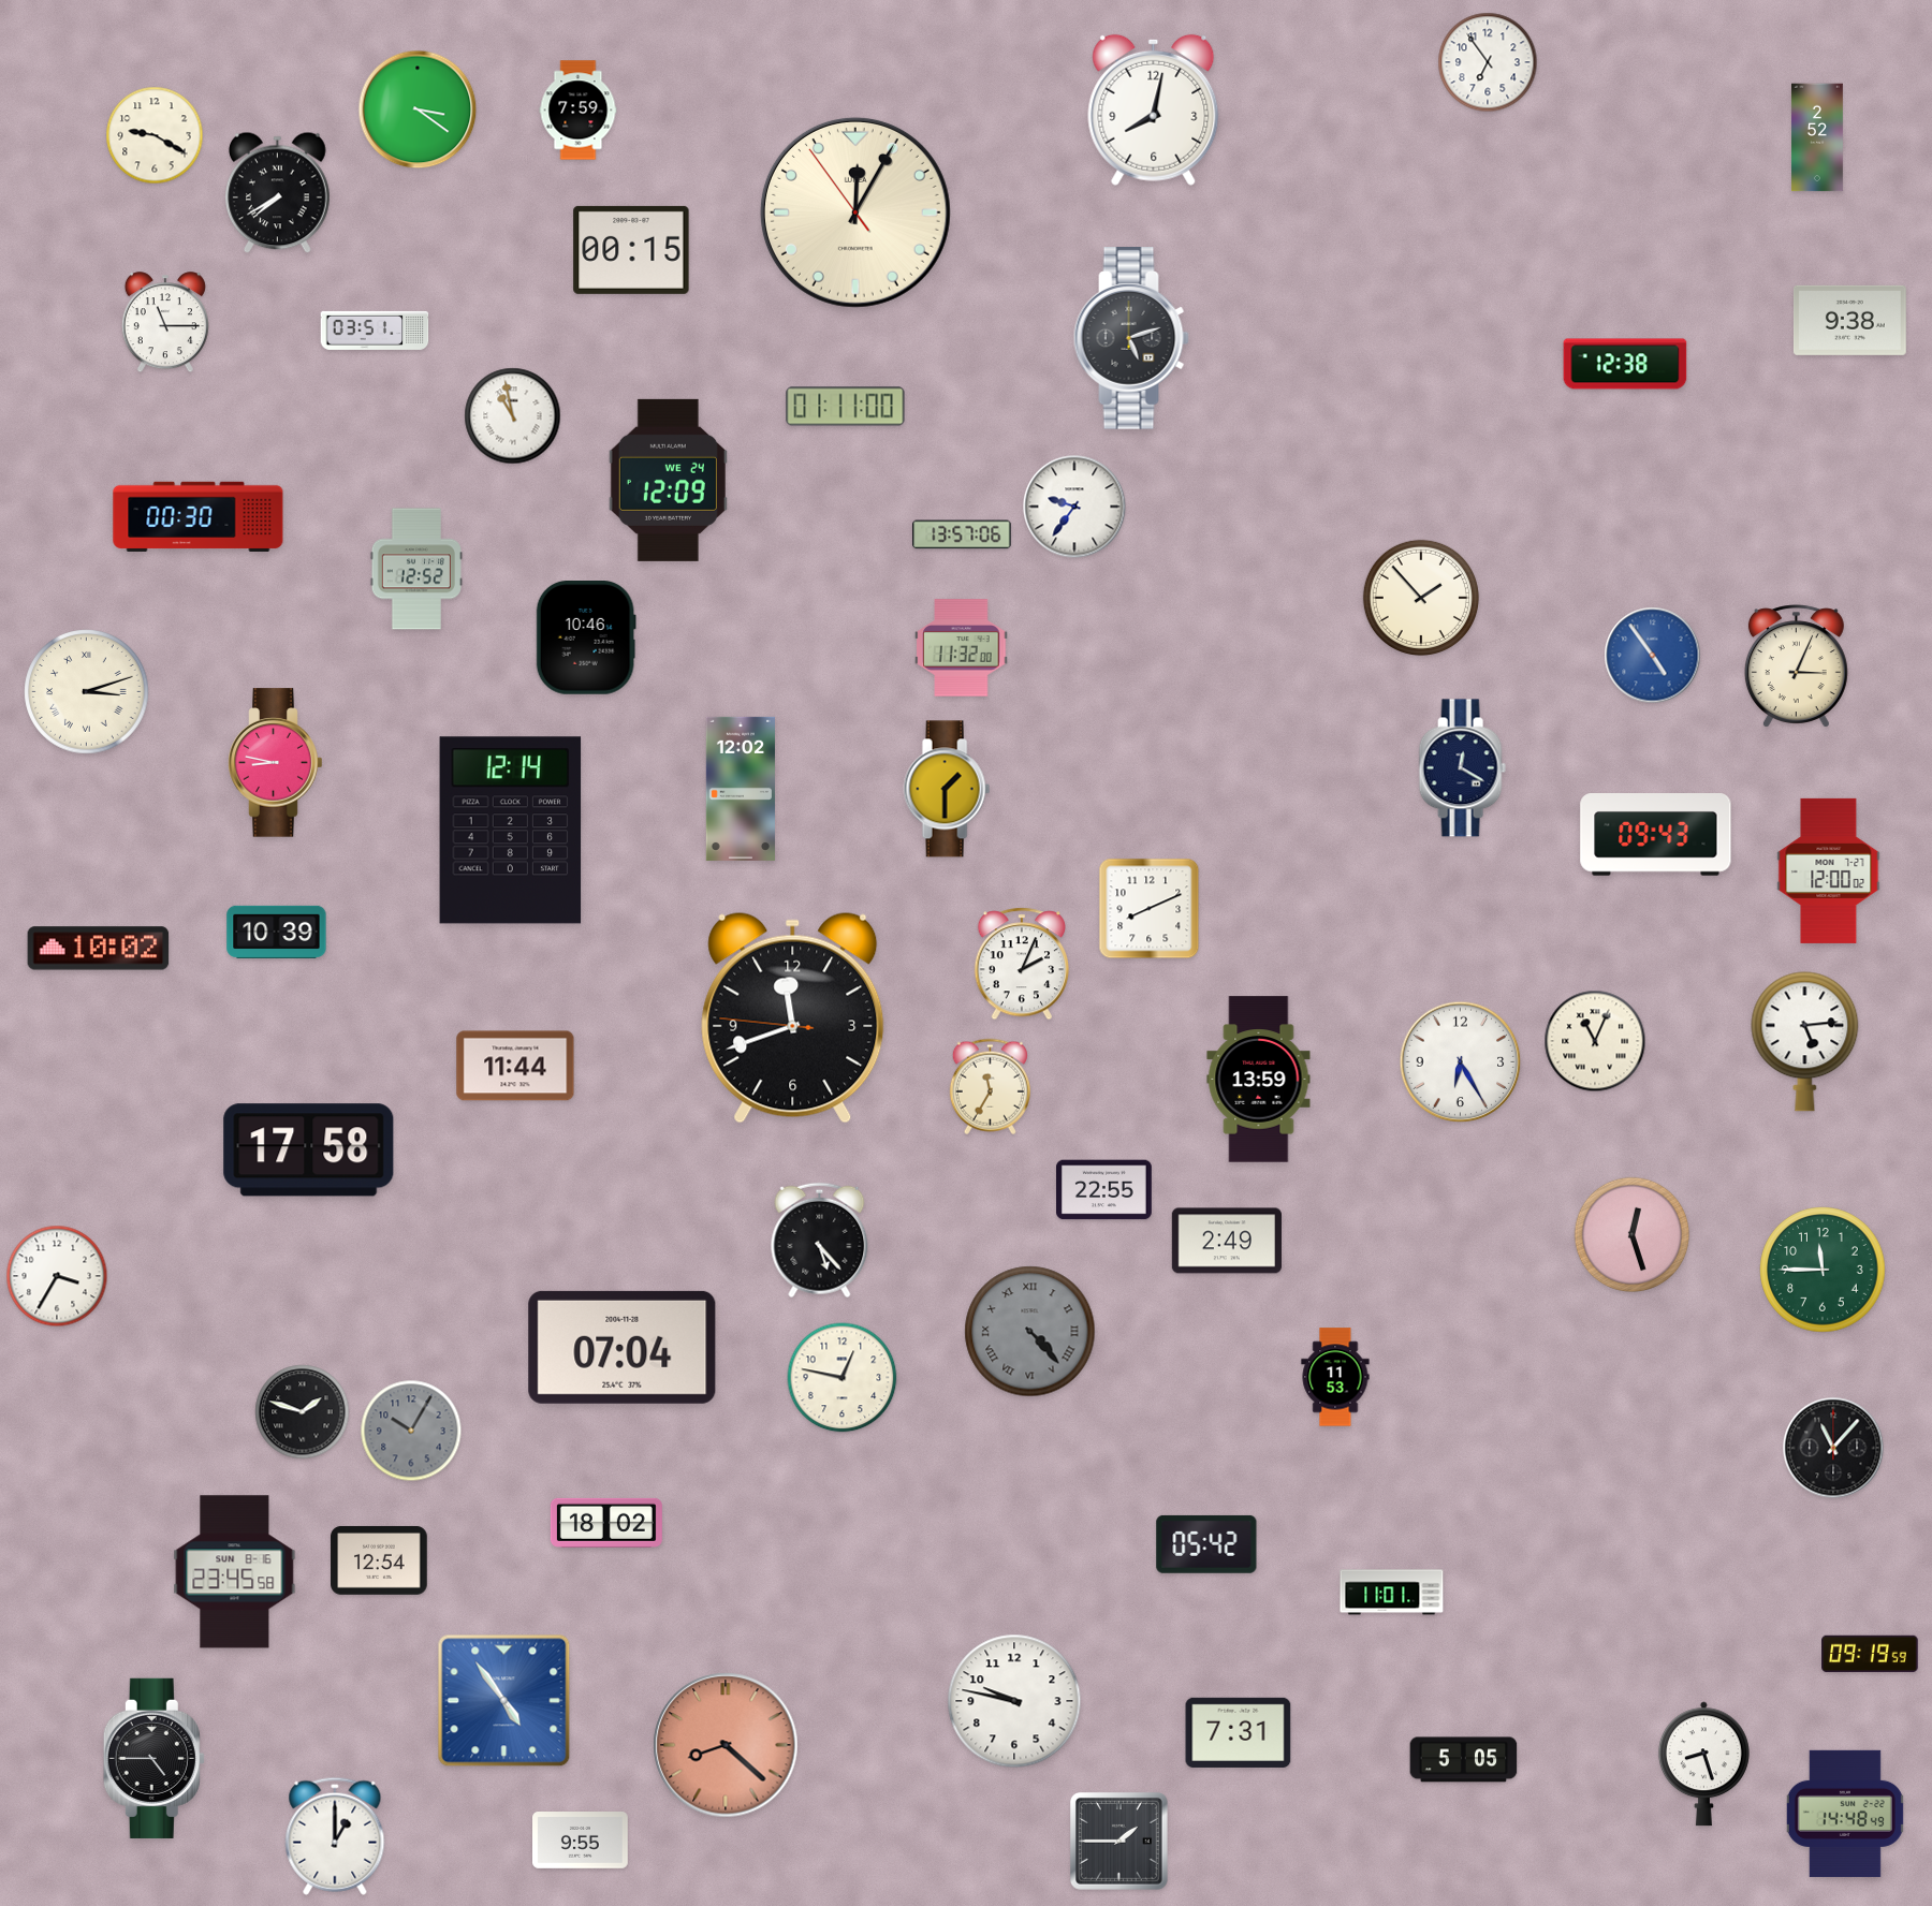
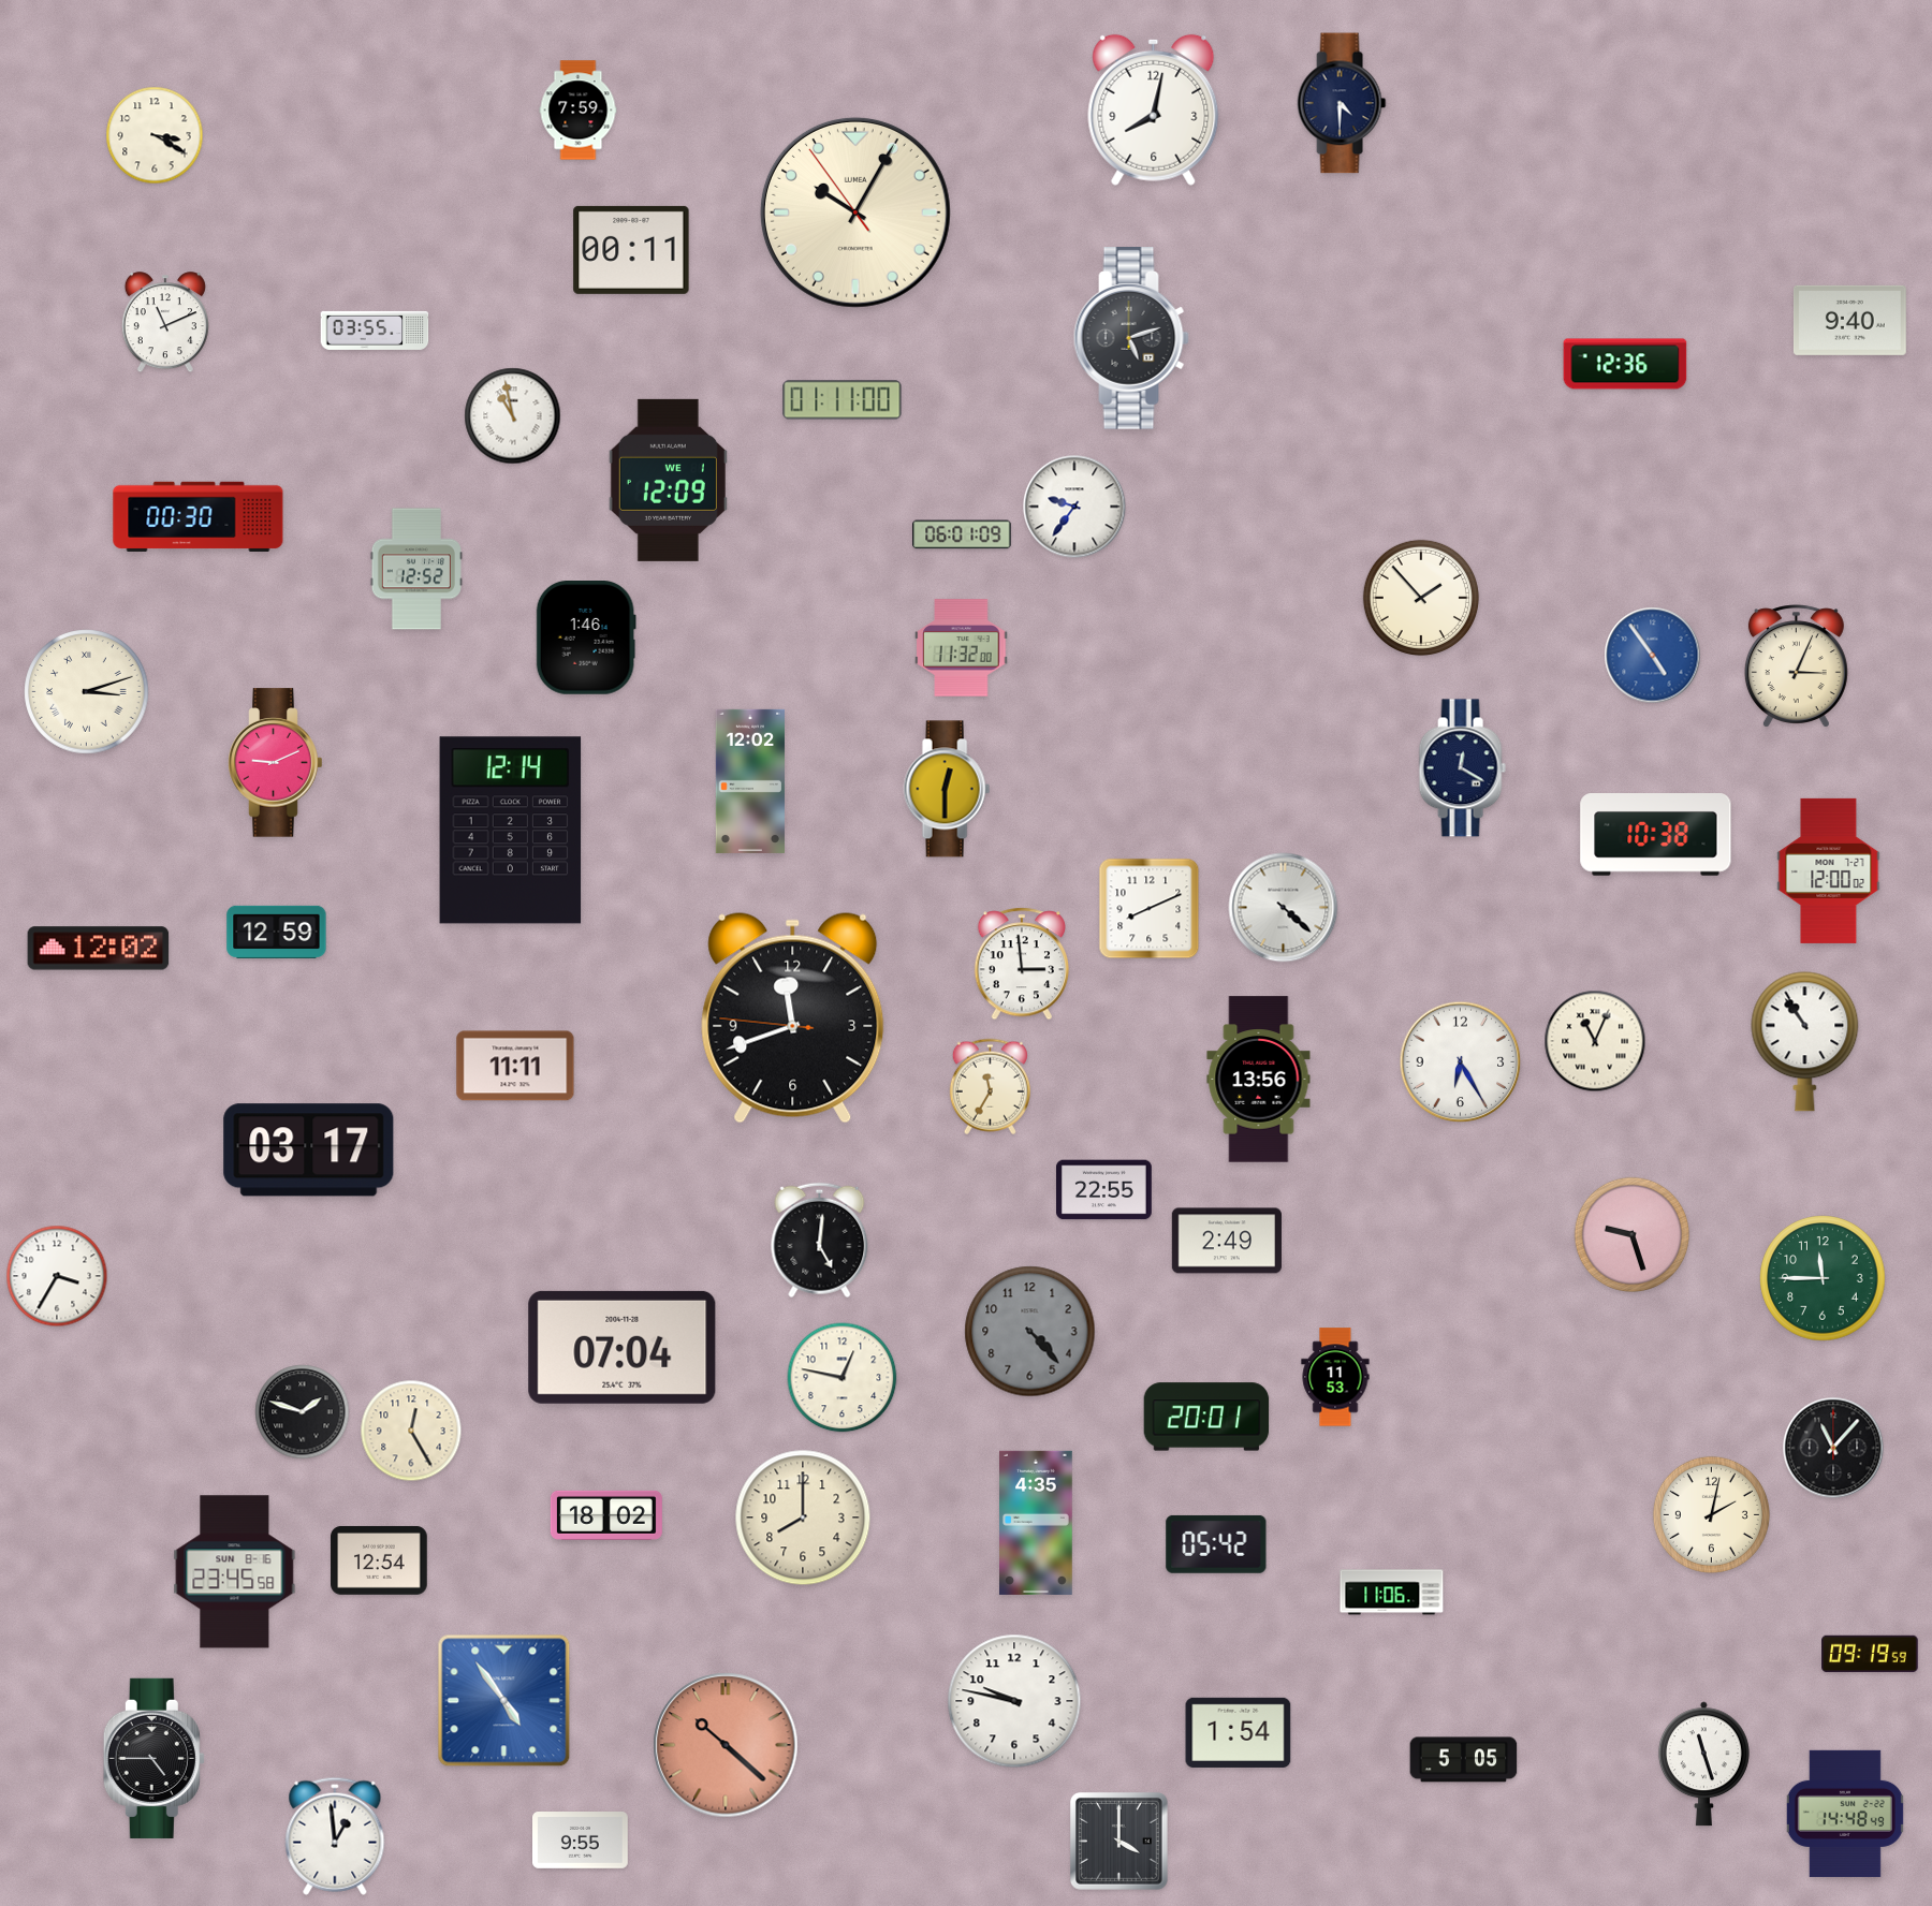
clock at (1488, 62): 6:54 -> none
clock at (1342, 103): none -> 4:30
clock at (418, 109): 3:21 -> none
clock at (155, 135): 9:20 -> 3:20
clock at (1818, 137): 2:52 -> none
clock at (278, 193): 7:40 -> none
clock at (855, 212): 12:04 -> 10:04
clock at (631, 250): 00:15 -> 00:11
clock at (1849, 320): 9:38 -> 9:40
clock at (165, 323): 11:15 -> 11:11
clock at (375, 331): 03:51 -> 03:55
clock at (1625, 364): 12:38 -> 12:36
clock at (846, 407) position: (846, 407) -> (843, 400)
clock at (668, 480) date: WE 24 -> WE 1
clock at (962, 534): 13:57 -> 06:01
clock at (586, 639): 10:46 -> 1:46
clock at (276, 763): 8:47 -> 9:11
clock at (741, 789) position: (741, 789) -> (750, 781)
clock at (947, 789): 1:30 -> 12:30
clock at (1656, 835): 09:43 -> 10:38
clock at (1284, 908): none -> 4:22
clock at (277, 932): 10:39 -> 12:59
clock at (99, 949): 10:02 -> 12:02
clock at (1021, 964): 2:04 -> 2:59
clock at (1805, 1042): 5:14 -> 10:54
clock at (515, 1066): 11:44 -> 11:11
clock at (1259, 1080): 13:59 -> 13:56
clock at (309, 1150): 17:58 -> 03:17
clock at (1631, 1234): 12:27 -> 9:27
clock at (820, 1241): 5:23 -> 5:01
clock at (1823, 1270) position: (1823, 1270) -> (1823, 1278)
clock at (1030, 1332) numerals: Roman -> Arabic
clock at (1206, 1417): none -> 20:01
clock at (411, 1431): 10:05 -> 12:25
clock at (411, 1431) dial: grey -> cream
clock at (1711, 1514): none -> 2:02
clock at (803, 1518): none -> 8:00
clock at (606, 1523) position: (606, 1523) -> (606, 1515)
clock at (1036, 1523): none -> 4:35
clock at (1206, 1544) position: (1206, 1544) -> (1216, 1544)
clock at (1392, 1593): 11:01 -> 11:06
clock at (1239, 1732): 7:31 -> 1:54
clock at (726, 1745): 8:22 -> 10:22
clock at (1703, 1764): 8:27 -> 11:27
clock at (335, 1836): 1:00 -> 12:59
clock at (1119, 1842): 1:45 -> 4:00
